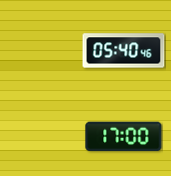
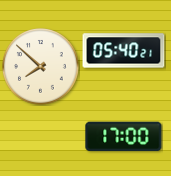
clock at (124, 51): 05:40:46 -> 05:40:21
clock at (41, 67): none -> 7:52
